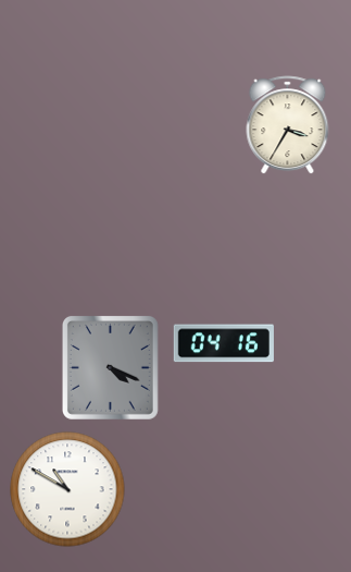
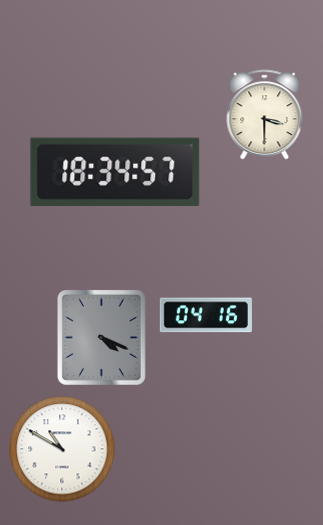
clock at (288, 125): 3:35 -> 3:30
clock at (115, 172): none -> 18:34
